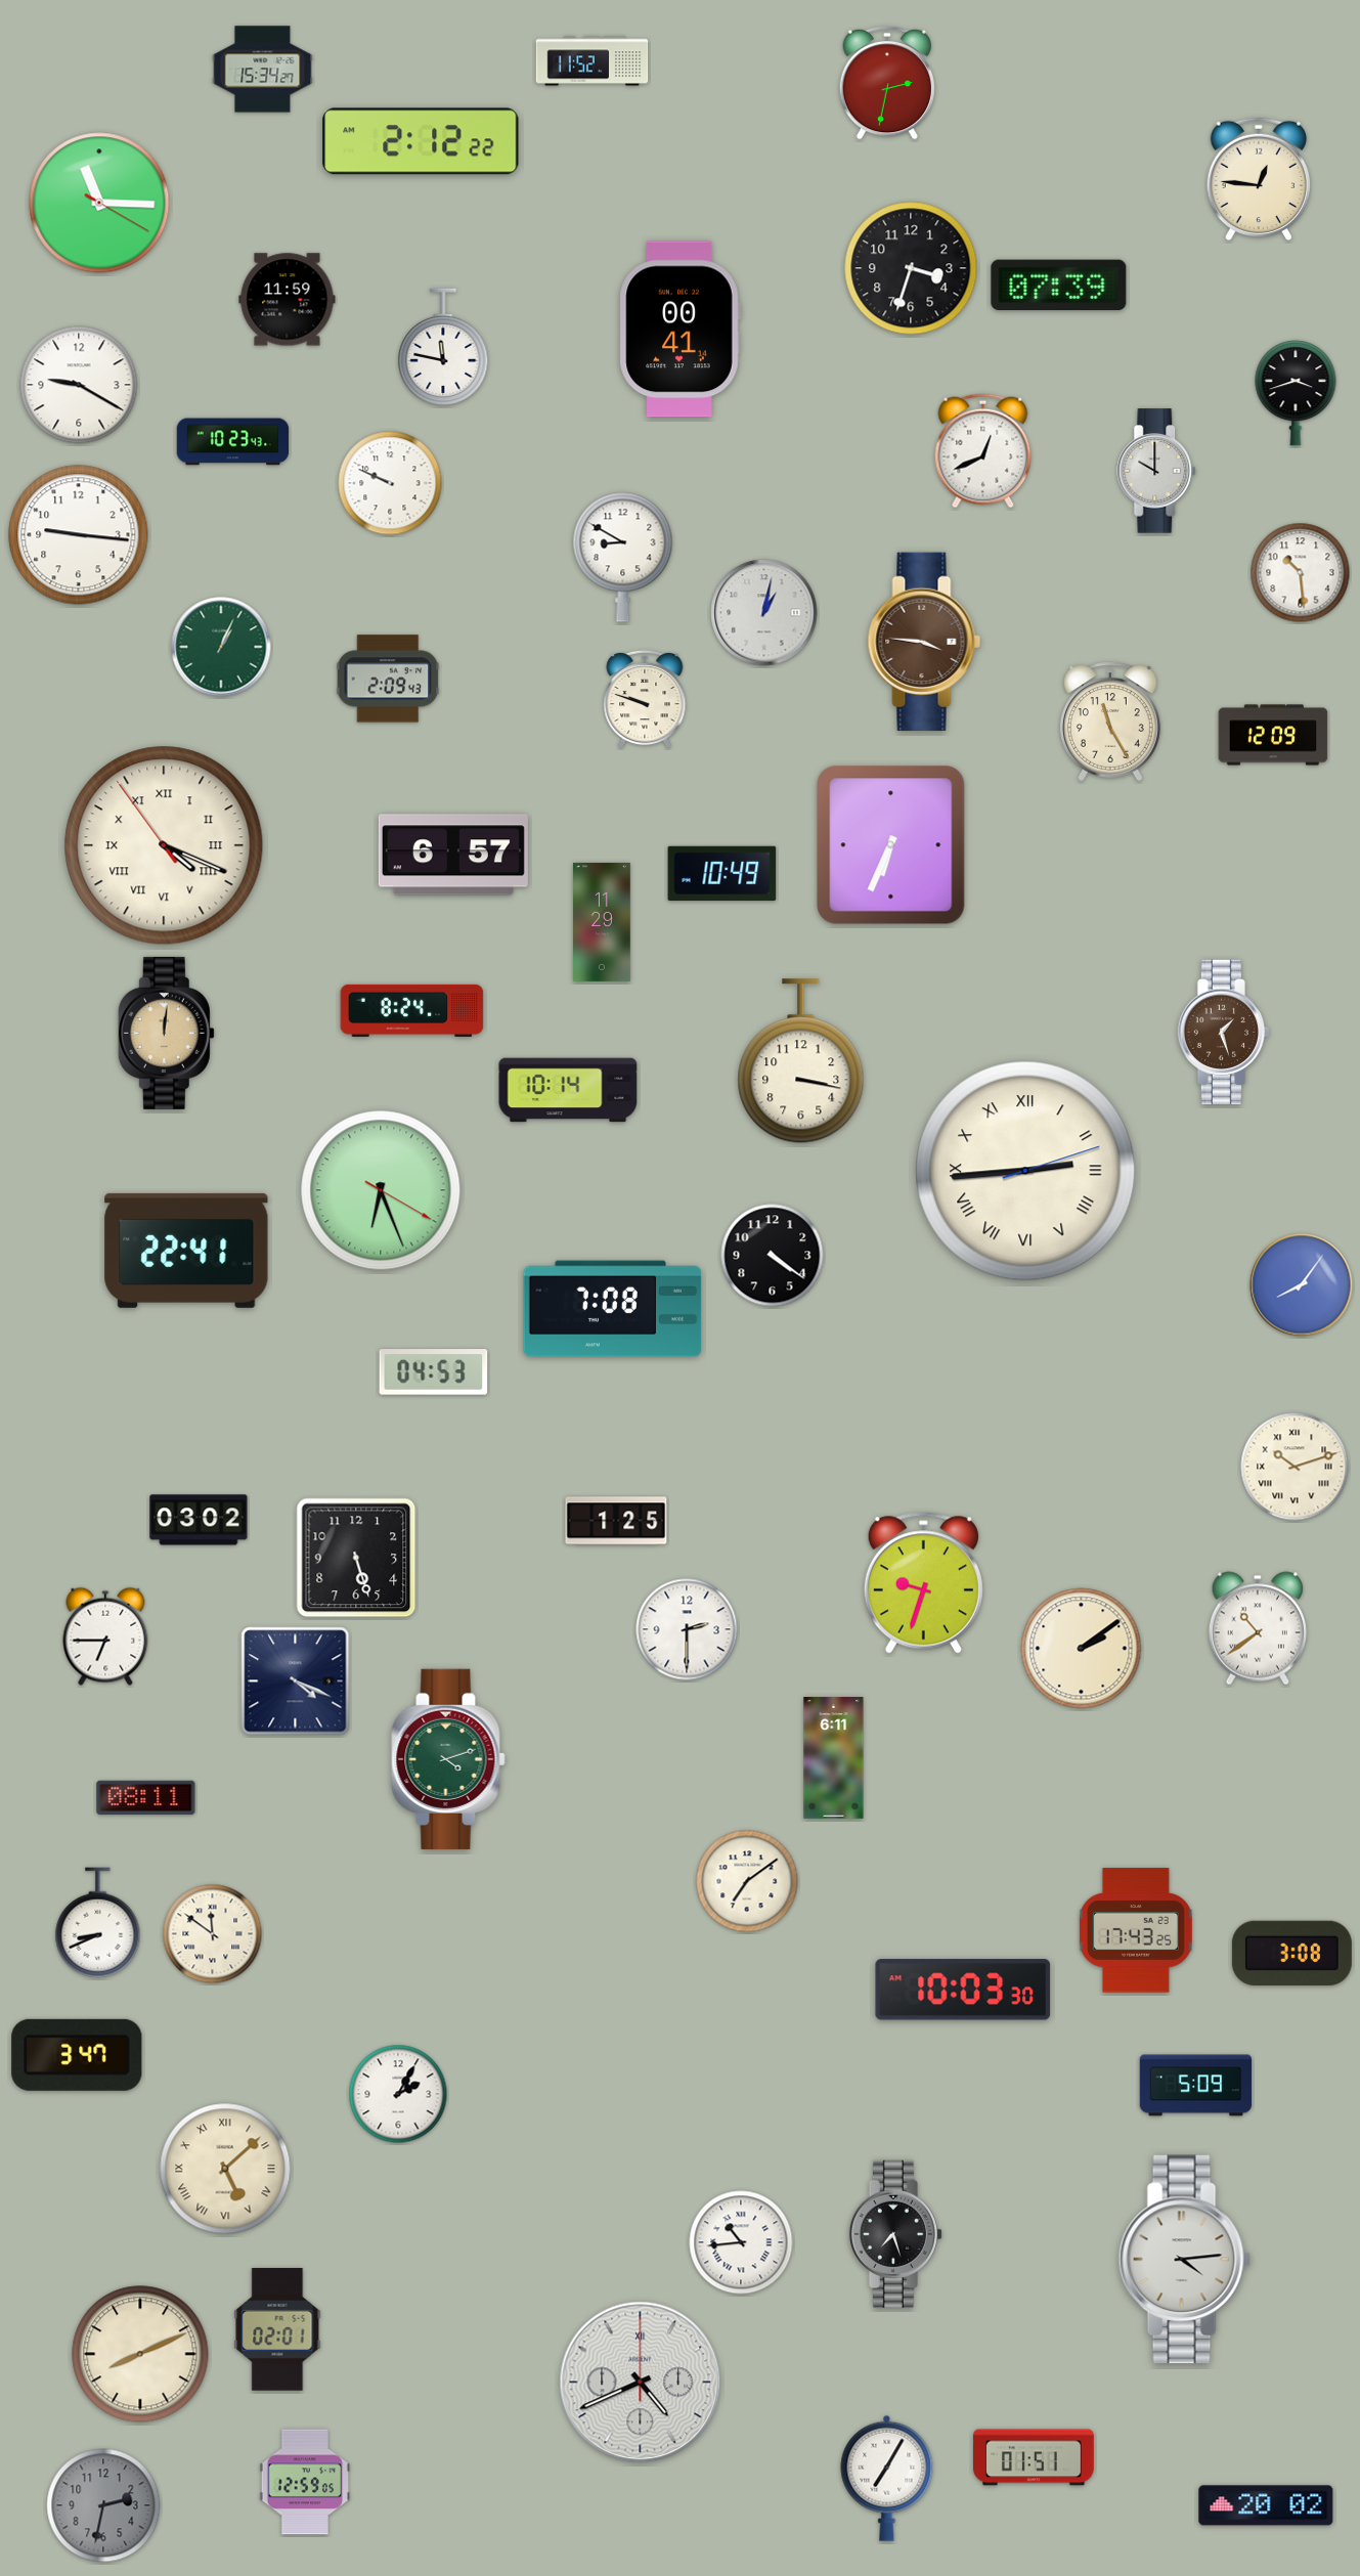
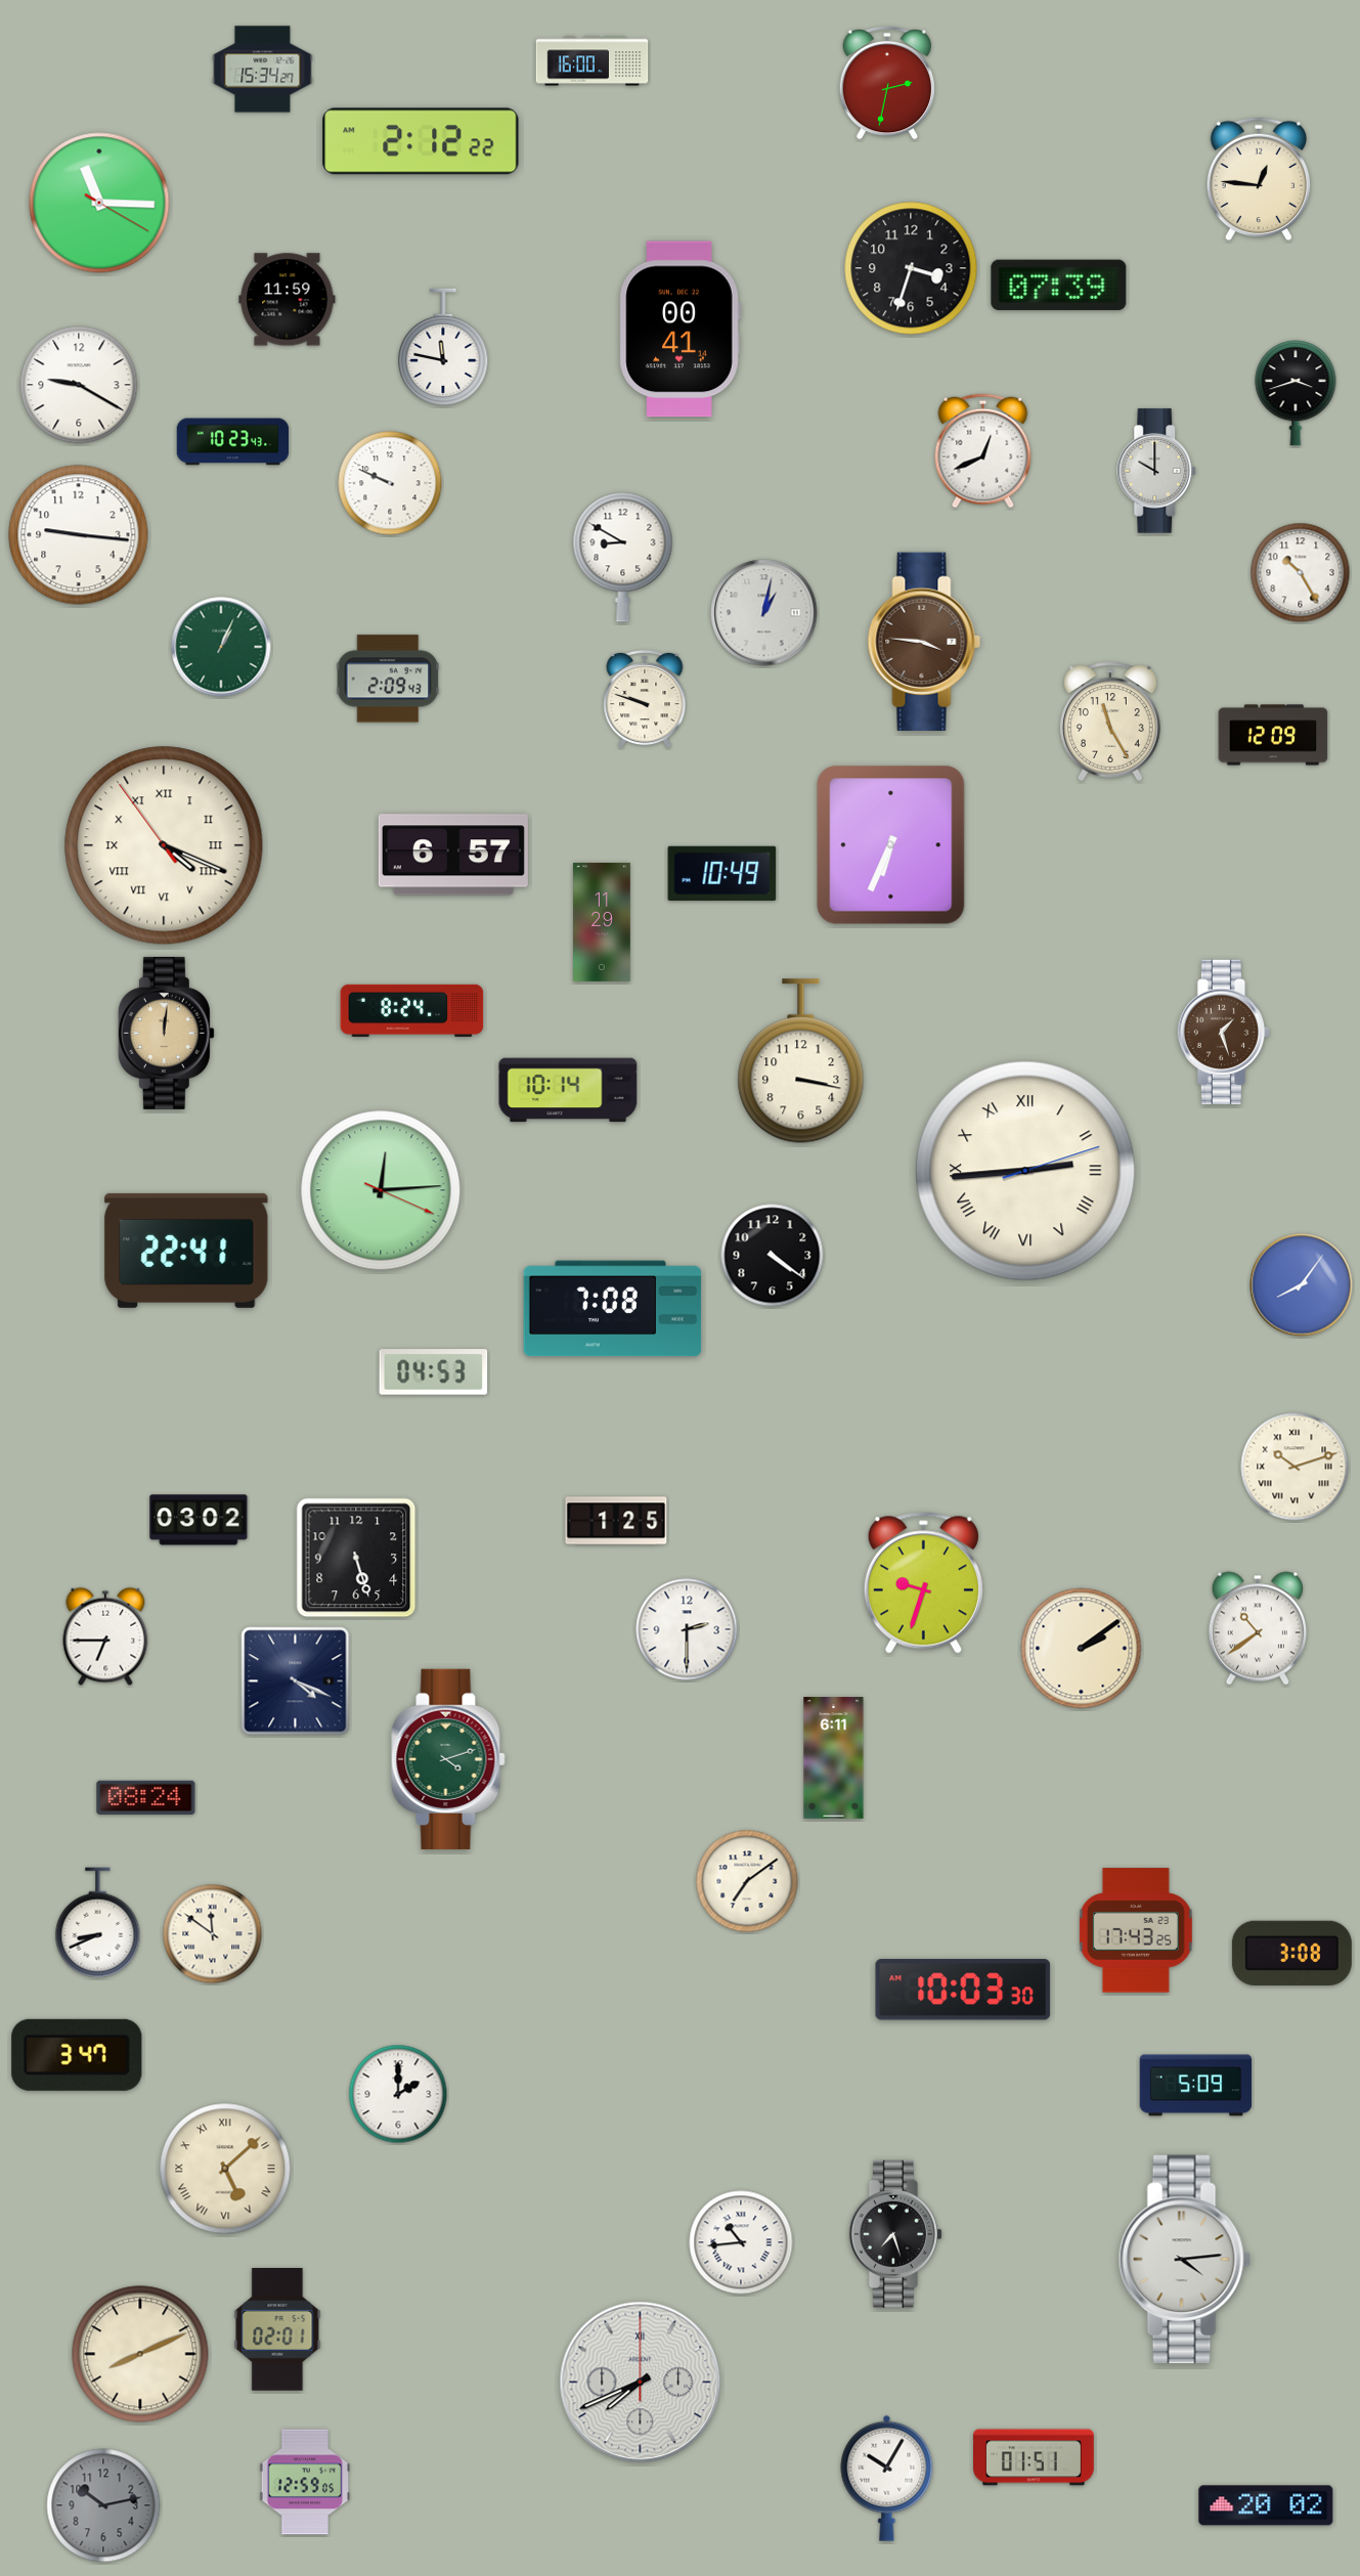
clock at (593, 61): 11:52 -> 16:00
clock at (1301, 573): 10:29 -> 10:25
clock at (381, 1190): 6:26 -> 12:14
clock at (146, 1797): 08:11 -> 08:24
clock at (398, 2094): 2:05 -> 2:00
clock at (641, 2383): 4:41 -> 7:41
clock at (887, 2478): 7:05 -> 10:05
clock at (103, 2505): 2:32 -> 10:13
